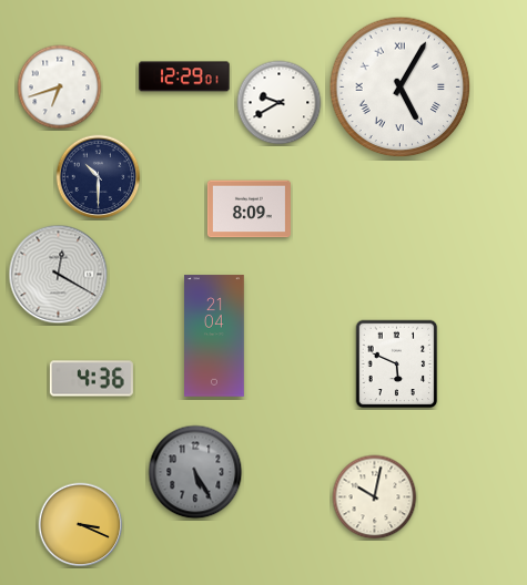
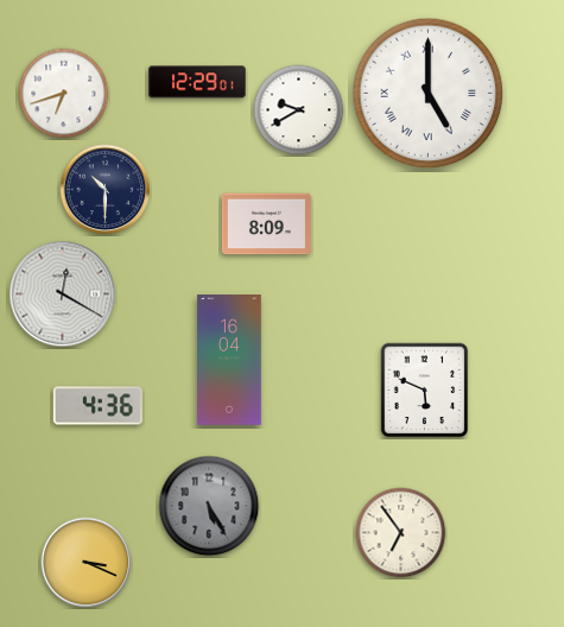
clock at (401, 88): 5:05 -> 5:00
clock at (214, 336): 21:04 -> 16:04
clock at (375, 497): 10:02 -> 6:54
